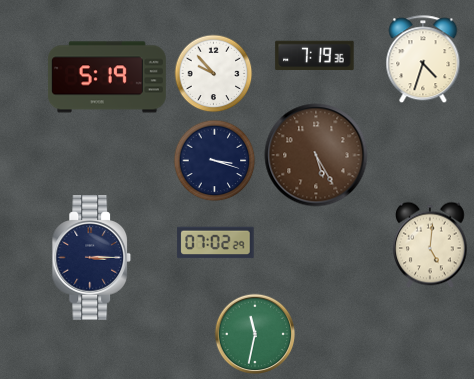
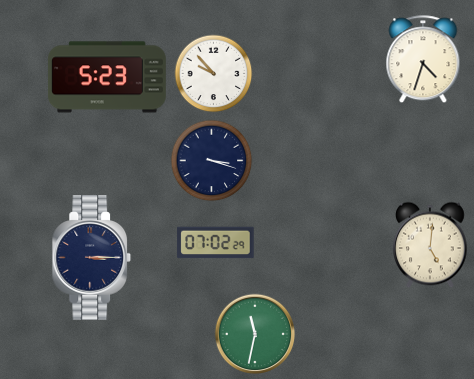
clock at (315, 56): 7:19 -> none
clock at (107, 77): 5:19 -> 5:23
clock at (316, 155): 5:25 -> none
clock at (214, 160) position: (214, 160) -> (211, 160)
